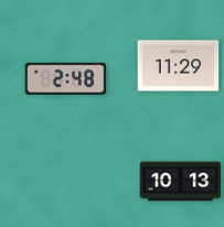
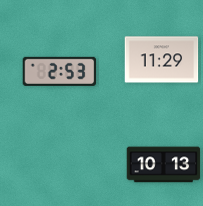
clock at (66, 78): 2:48 -> 2:53
